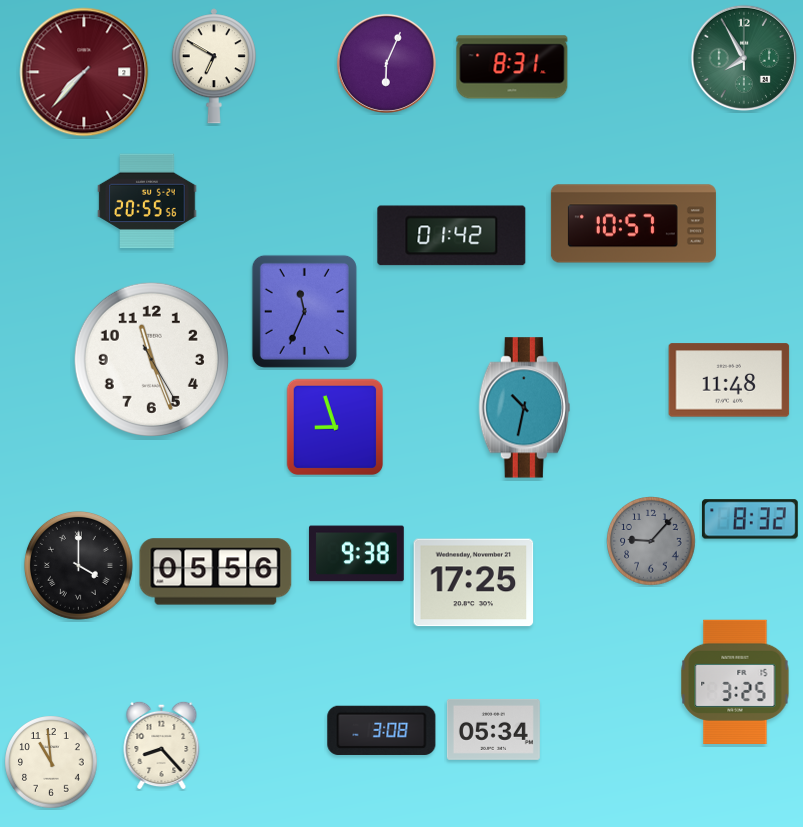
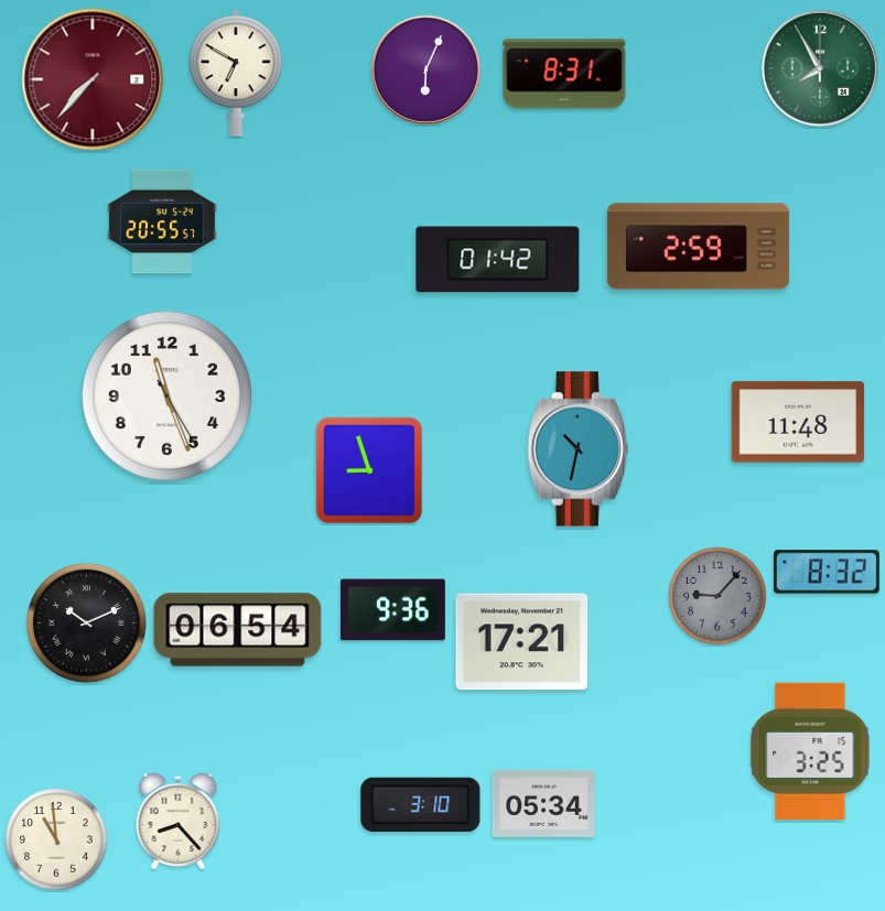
clock at (744, 58) position: (744, 58) -> (820, 68)
clock at (147, 201): 20:55:56 -> 20:55:57
clock at (633, 224): 10:57 -> 2:59
clock at (304, 311): 11:34 -> none
clock at (729, 380) position: (729, 380) -> (798, 422)
clock at (356, 554): 9:38 -> 9:36
clock at (78, 565): 4:00 -> 10:11
clock at (216, 572): 05:56 -> 06:54
clock at (474, 583): 17:25 -> 17:21
clock at (382, 730): 3:08 -> 3:10
